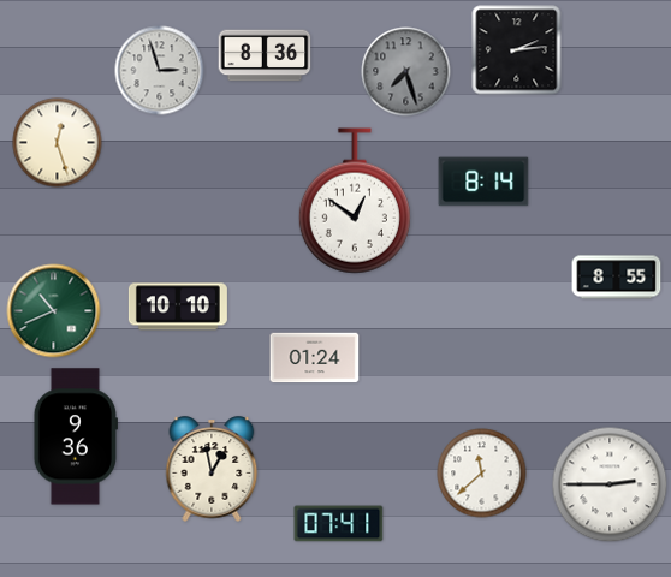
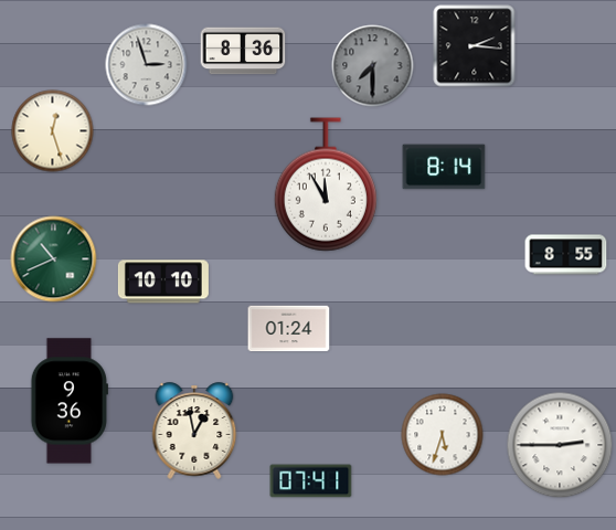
clock at (517, 50): 2:14 -> 2:16
clock at (406, 72): 7:27 -> 7:30
clock at (355, 201): 12:51 -> 11:55
clock at (54, 311) position: (54, 311) -> (54, 259)
clock at (482, 474): 11:38 -> 5:33
